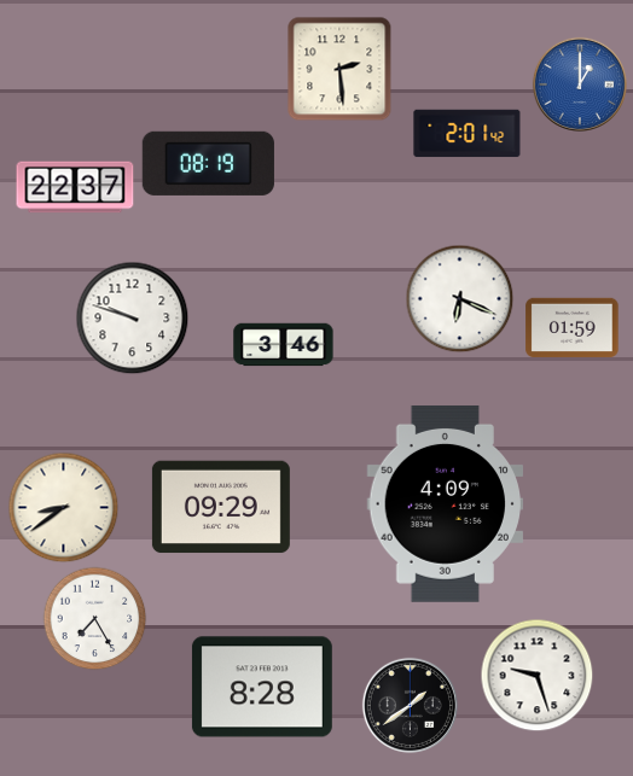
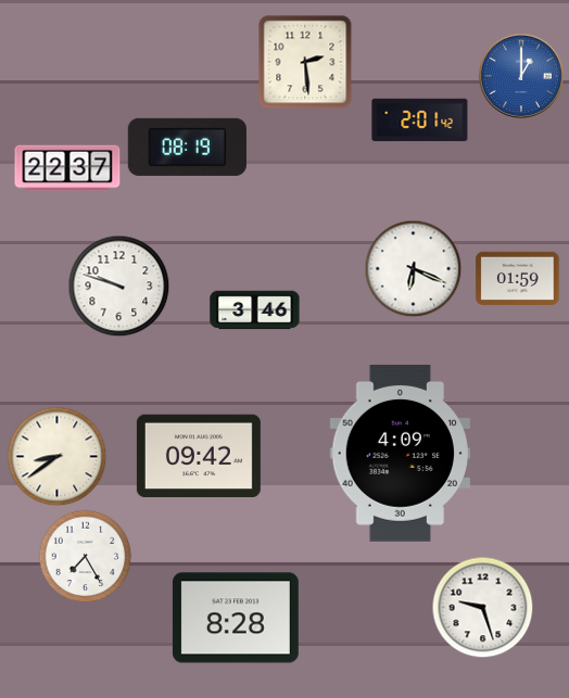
clock at (573, 327) position: (573, 327) -> (518, 278)
clock at (221, 507): 09:29 -> 09:42
clock at (410, 705): 1:39 -> none
